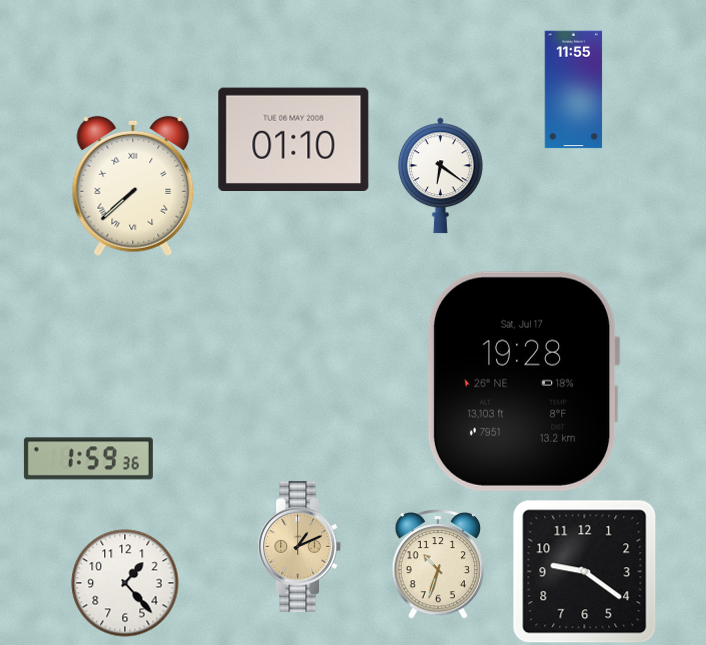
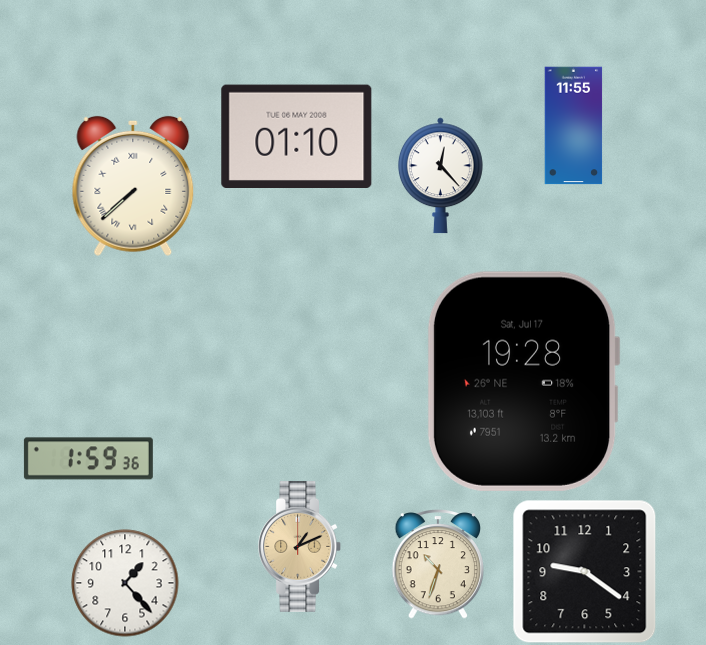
clock at (574, 90) position: (574, 90) -> (574, 126)
clock at (294, 140) position: (294, 140) -> (297, 137)
clock at (440, 176): 6:21 -> 12:23
